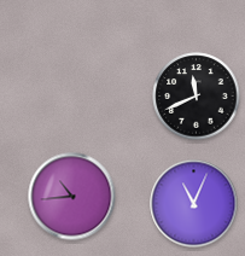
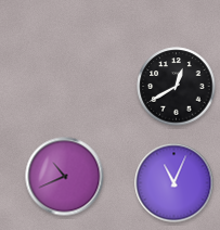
clock at (197, 97): 11:41 -> 12:40
clock at (72, 197): 10:44 -> 10:41
